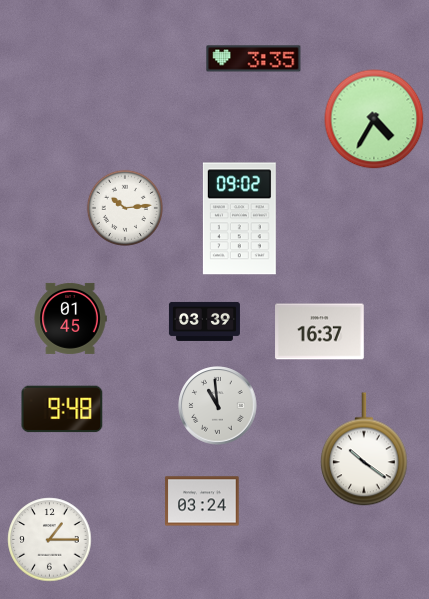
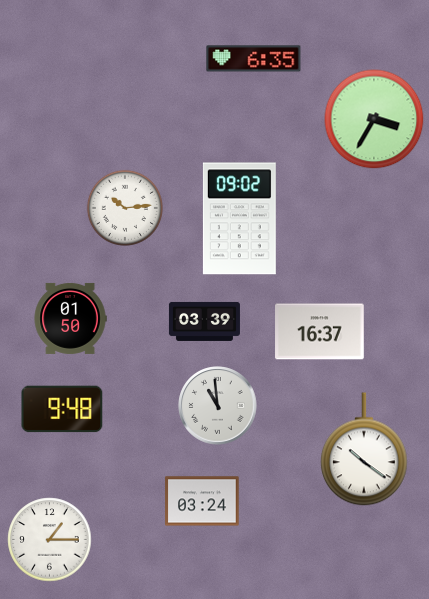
clock at (254, 59): 3:35 -> 6:35
clock at (374, 119): 4:35 -> 3:35
clock at (70, 318): 01:45 -> 01:50
